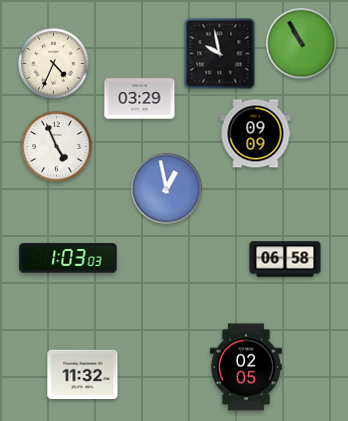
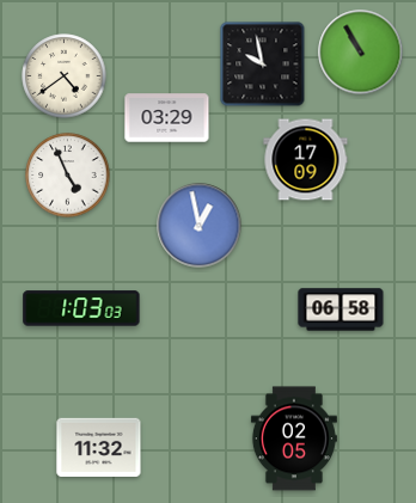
clock at (54, 64): 4:34 -> 4:39
clock at (256, 134): 09:09 -> 17:09
